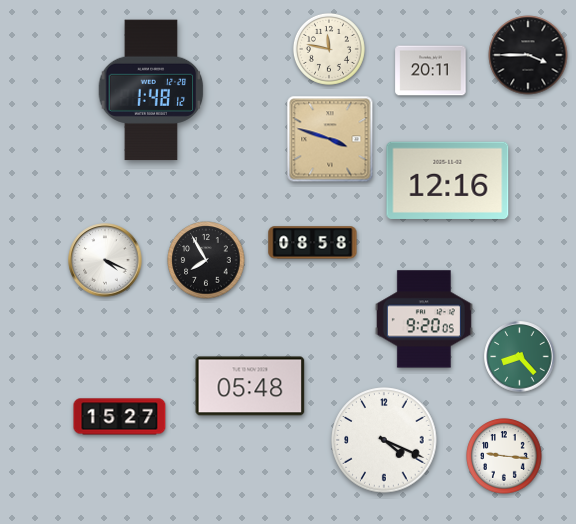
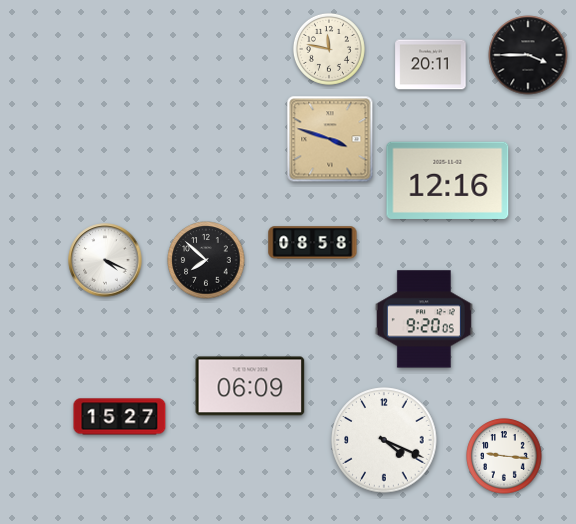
clock at (431, 71) position: (431, 71) -> (431, 65)
clock at (151, 90): 1:48 -> none
clock at (206, 260): 7:55 -> 7:52
clock at (520, 357): 8:23 -> none
clock at (250, 386): 05:48 -> 06:09
